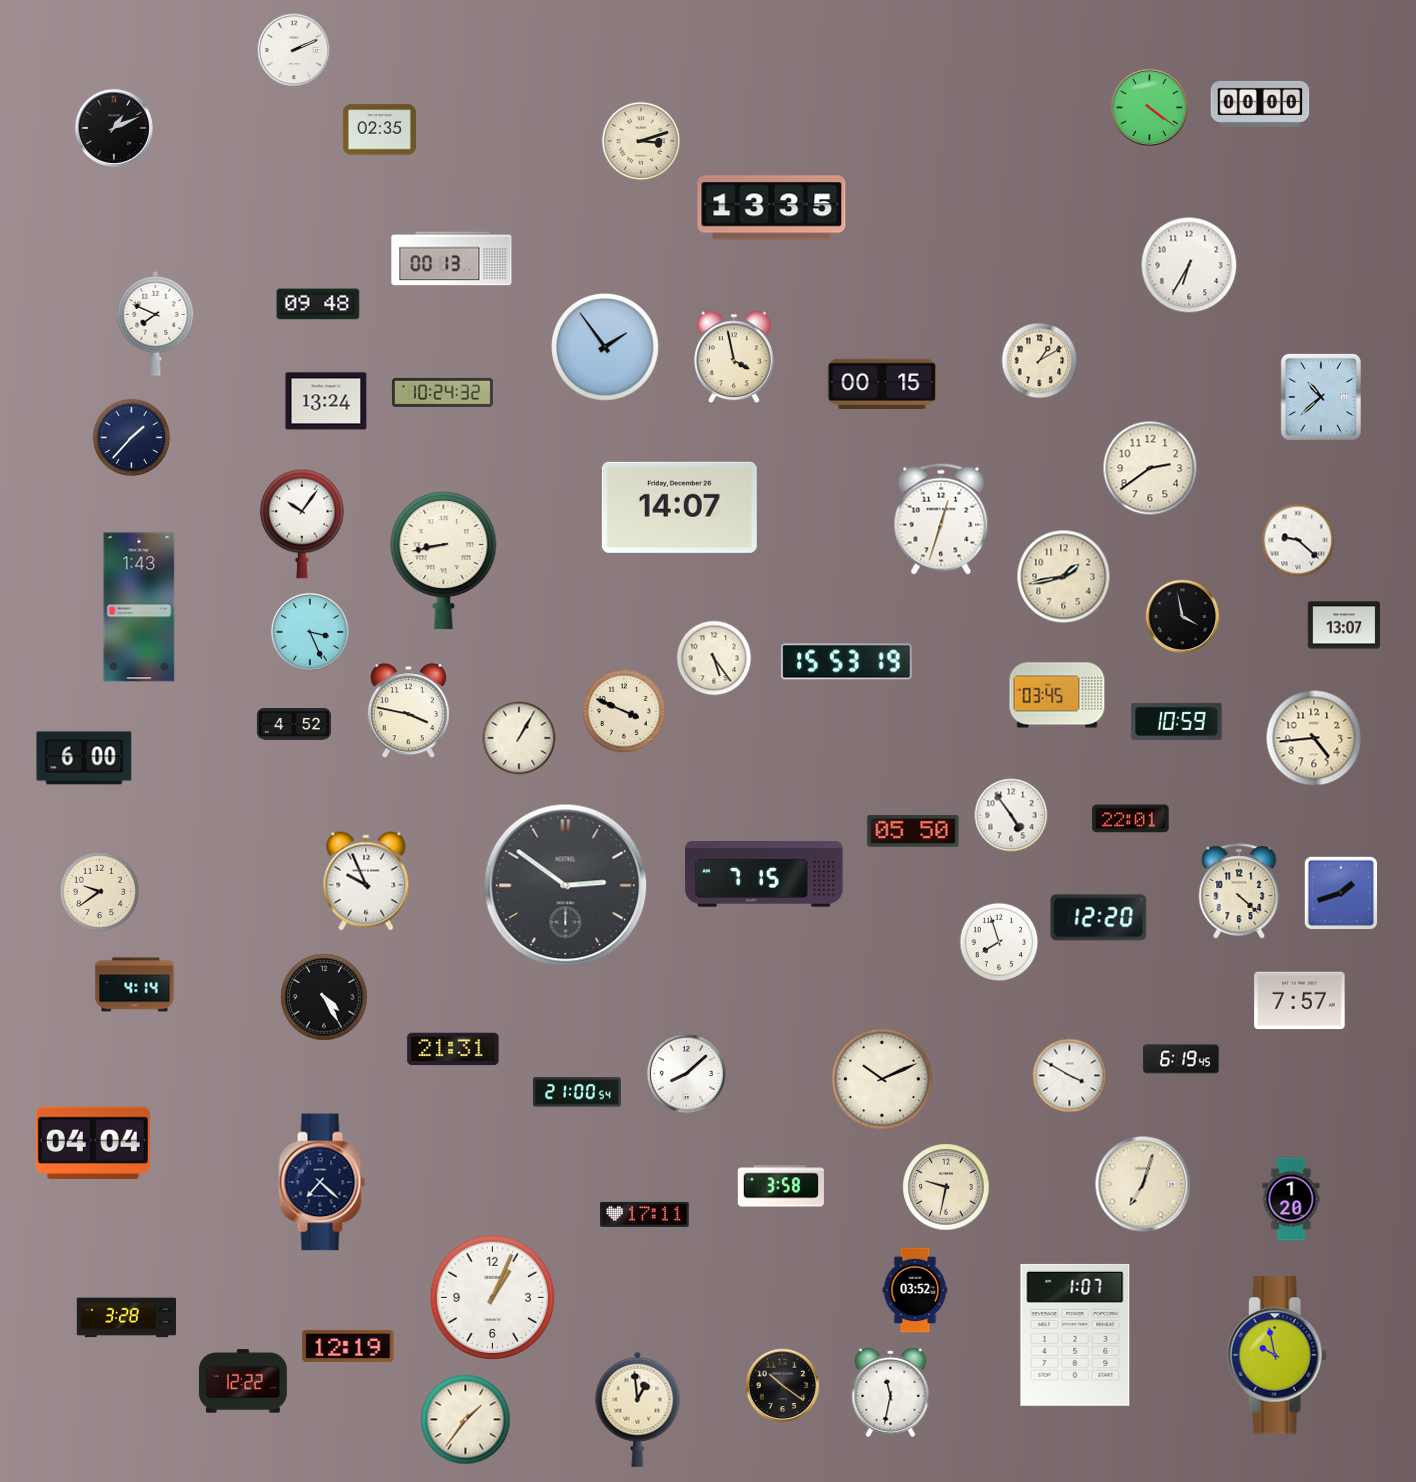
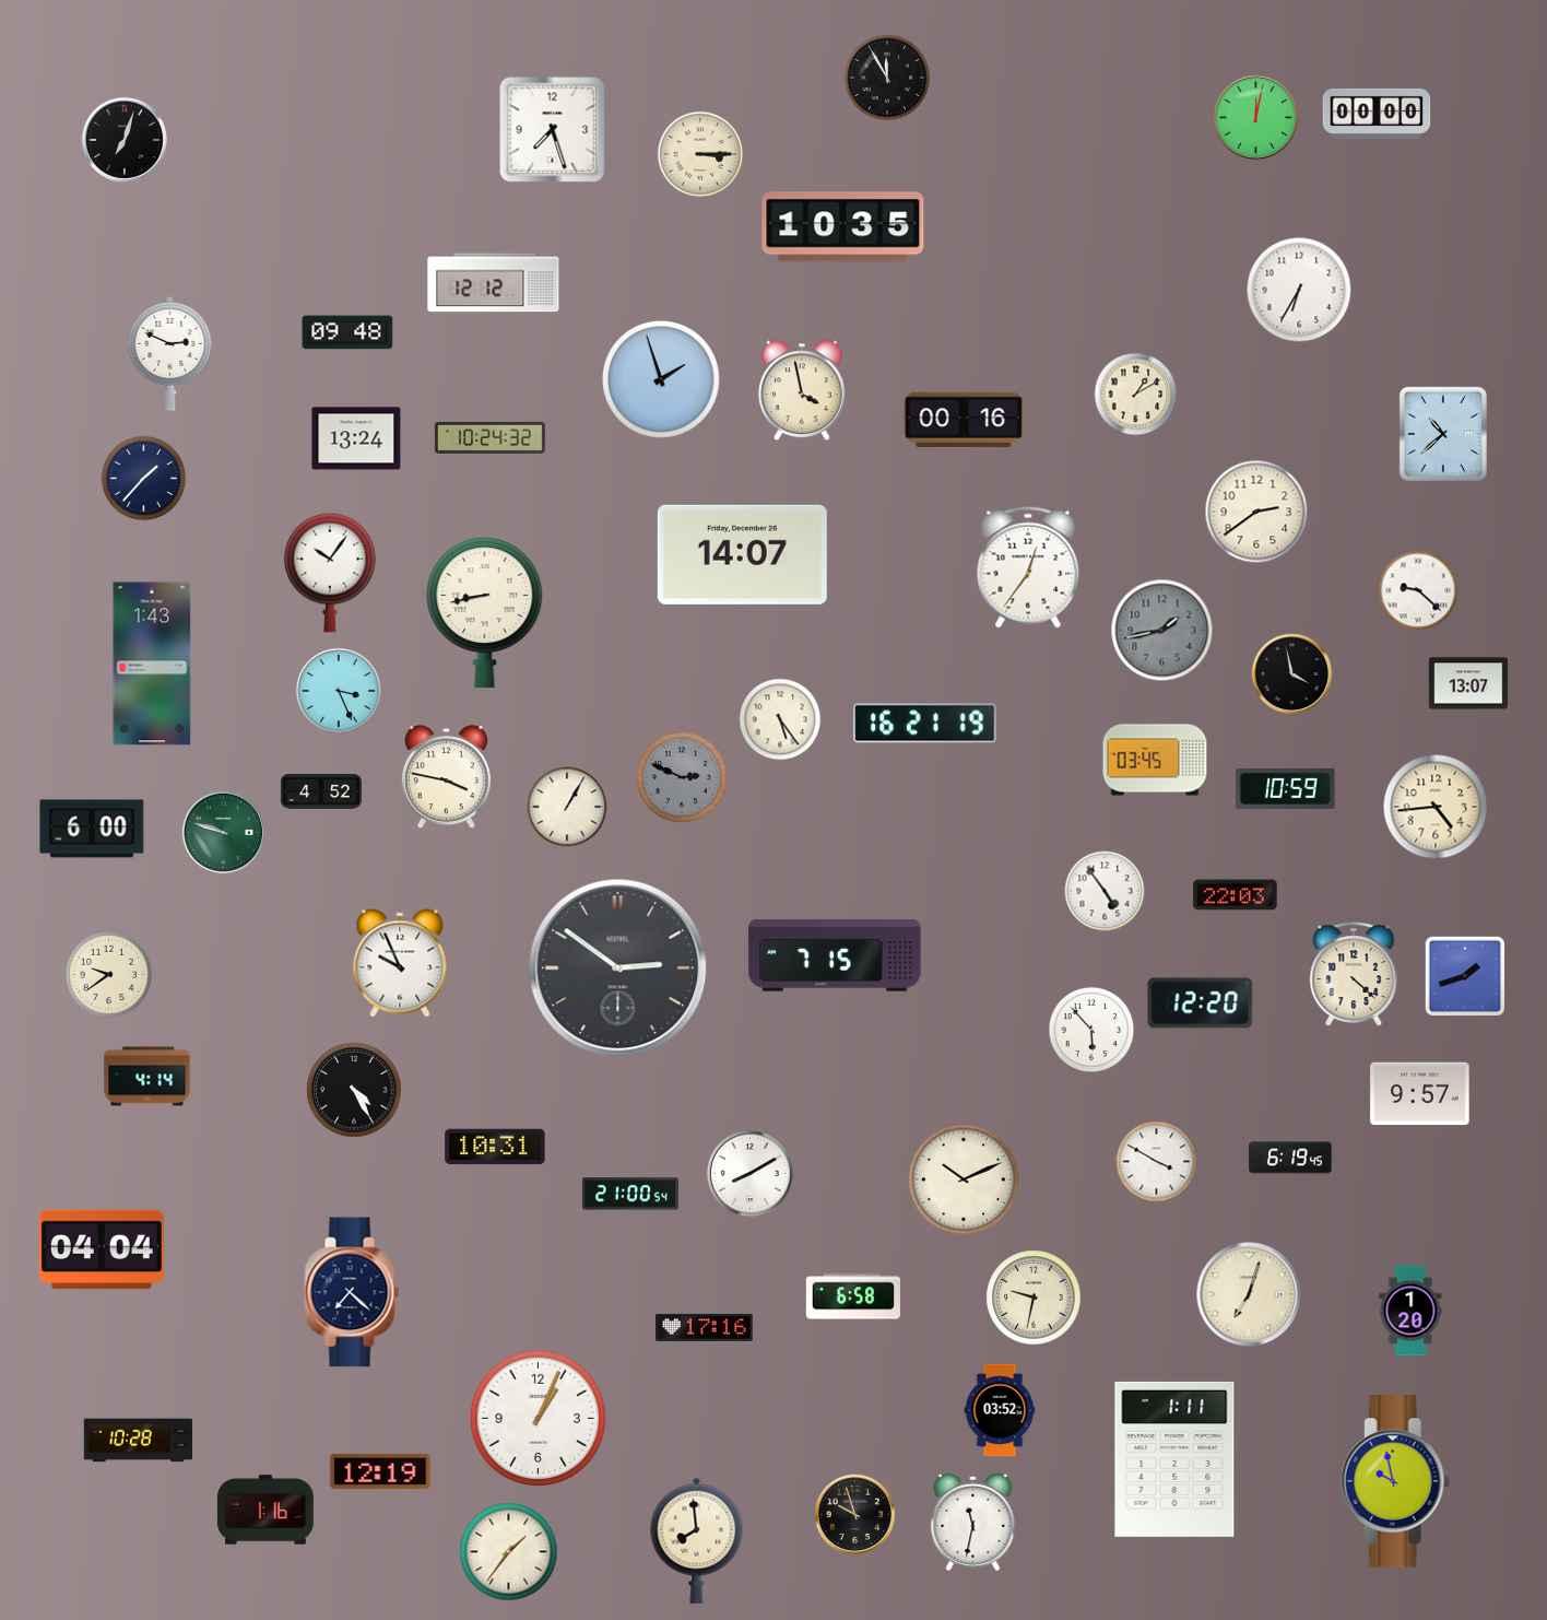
clock at (294, 50): 2:11 -> none
clock at (887, 78): none -> 11:55
clock at (1149, 107): 4:21 -> 12:02
clock at (553, 130): none -> 7:27
clock at (114, 128): 1:11 -> 7:03
clock at (379, 130): 02:35 -> none
clock at (641, 141): 3:12 -> 3:15
clock at (772, 208): 13:35 -> 10:35
clock at (452, 259): 00:13 -> 12:12
clock at (156, 323): 7:49 -> 2:49
clock at (605, 347): 1:54 -> 1:57
clock at (882, 383): 00:15 -> 00:16
clock at (442, 392) position: (442, 392) -> (489, 437)
clock at (941, 519): 12:33 -> 12:36
clock at (1064, 577) dial: cream -> grey
clock at (847, 662): 15:53 -> 16:21
clock at (625, 712): 3:49 -> 2:49
clock at (625, 712) dial: cream -> grey
clock at (223, 832): none -> 9:48
clock at (1131, 819): 22:01 -> 22:03
clock at (913, 832): 05:50 -> none
clock at (999, 942): 7:57 -> 5:53
clock at (1300, 1001): 7:57 -> 9:57
clock at (453, 1049): 21:31 -> 10:31
clock at (686, 1073): 8:08 -> 8:10
clock at (1070, 1076) position: (1070, 1076) -> (1157, 1162)
clock at (780, 1186): 3:58 -> 6:58
clock at (645, 1214): 17:11 -> 17:16
clock at (126, 1318): 3:28 -> 10:28
clock at (1075, 1335): 1:07 -> 1:11
clock at (243, 1381): 12:22 -> 1:16
clock at (783, 1386): 10:21 -> 9:57
clock at (638, 1409): 12:59 -> 7:59
